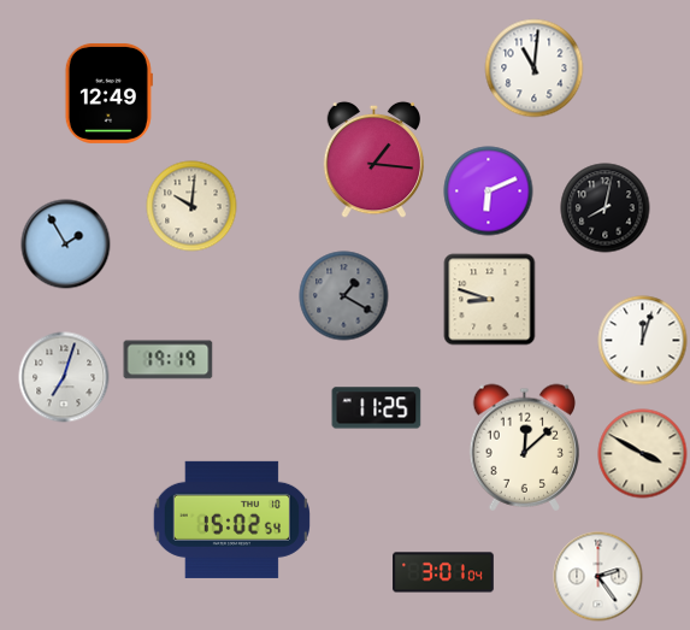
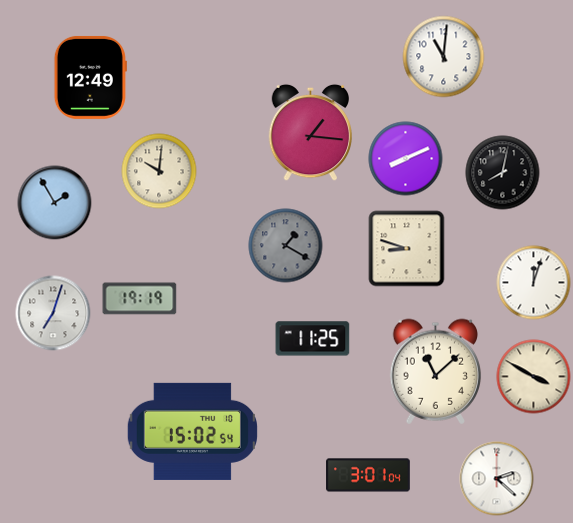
clock at (489, 192): 6:11 -> 8:11
clock at (525, 447): 12:08 -> 11:08
clock at (598, 577): 2:24 -> 2:22
